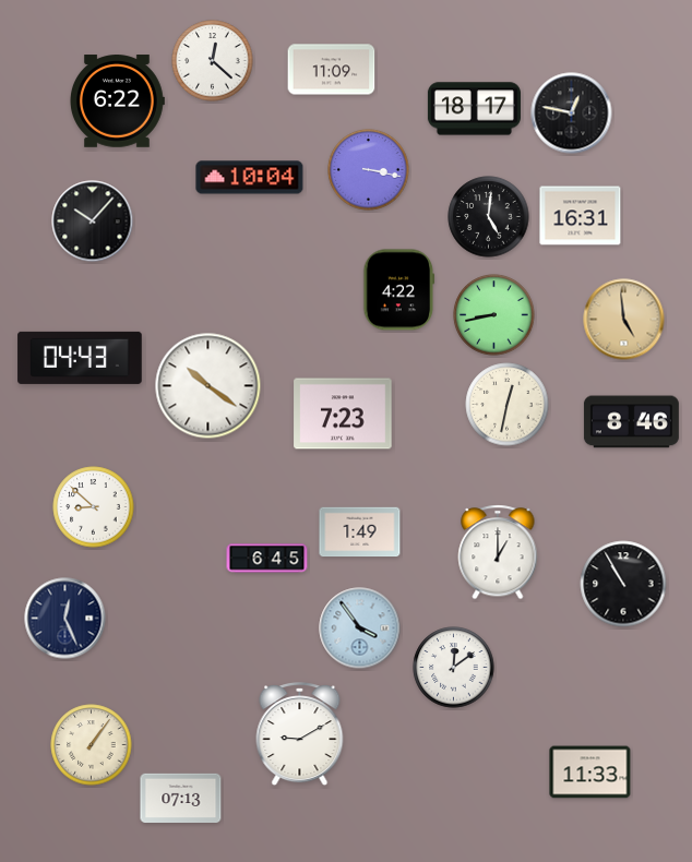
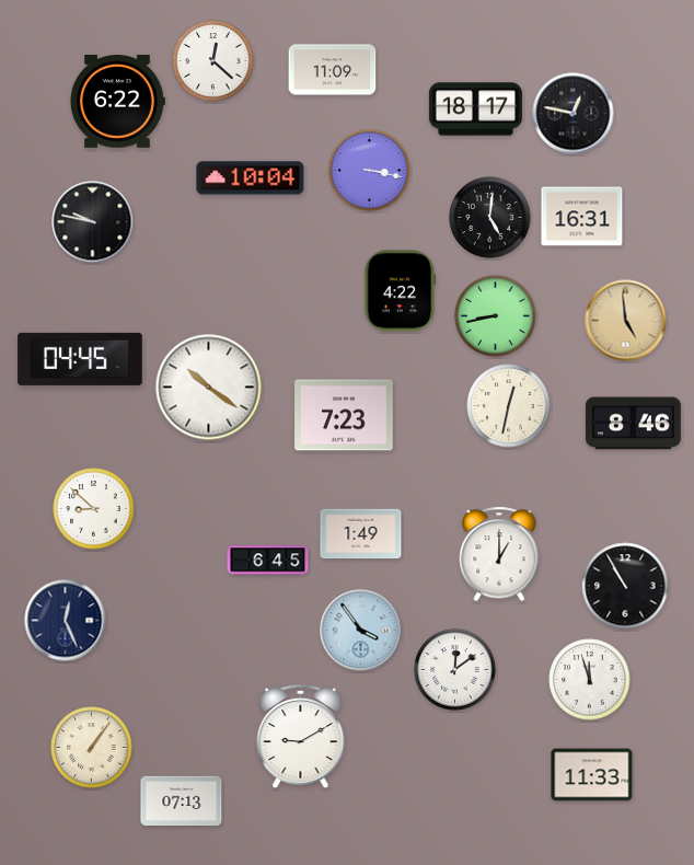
clock at (93, 222): 10:07 -> 9:47
clock at (80, 358): 04:43 -> 04:45
clock at (590, 680): none -> 11:57
